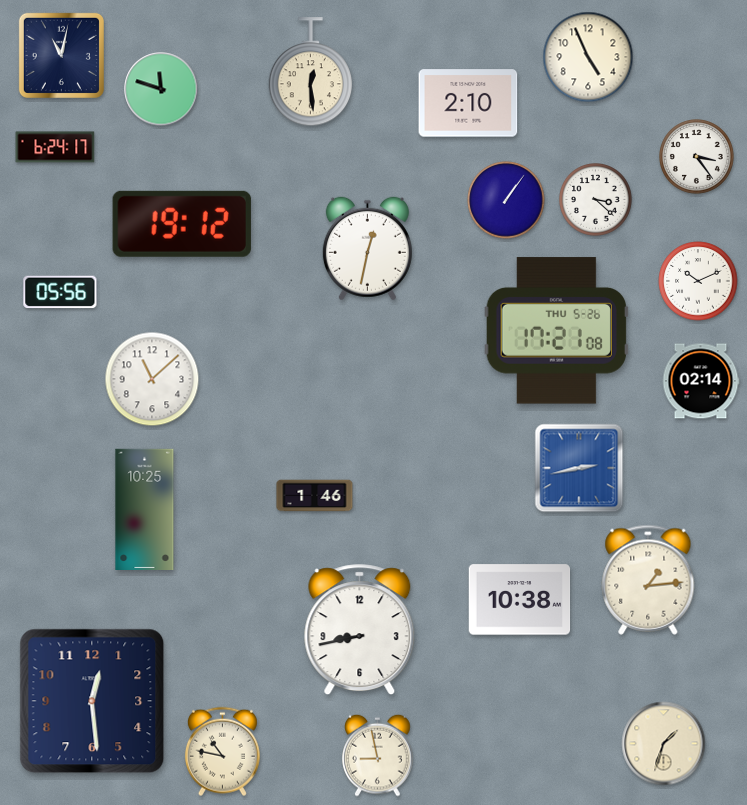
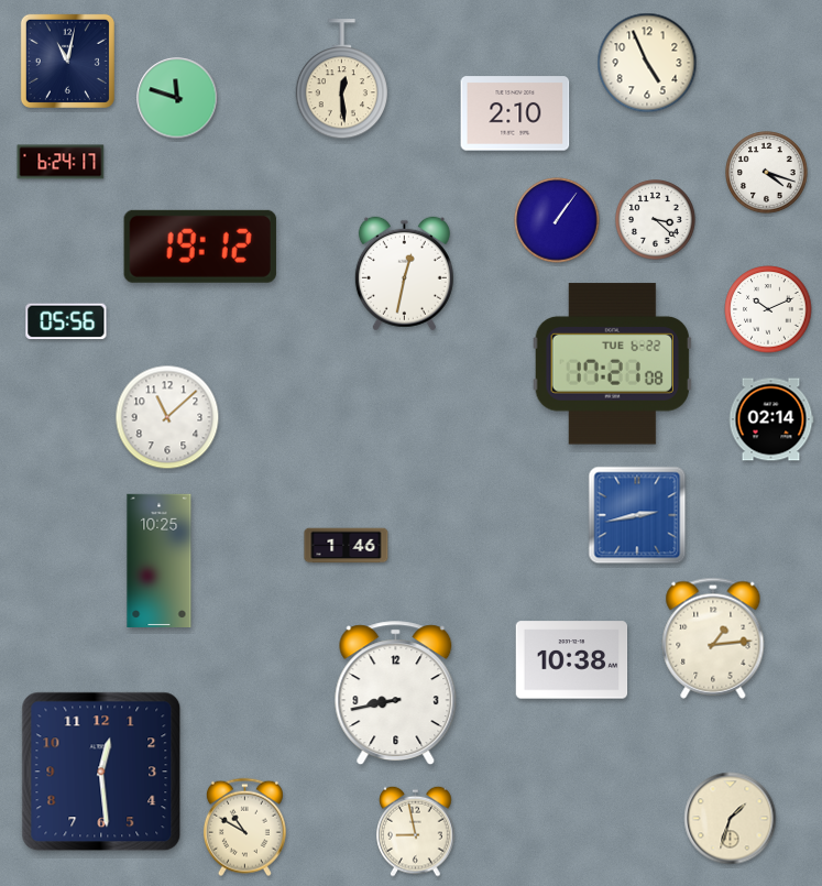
clock at (697, 157): 3:24 -> 4:18
clock at (556, 331) date: THU 5-26 -> TUE 6-22
clock at (222, 752): 10:47 -> 10:50
